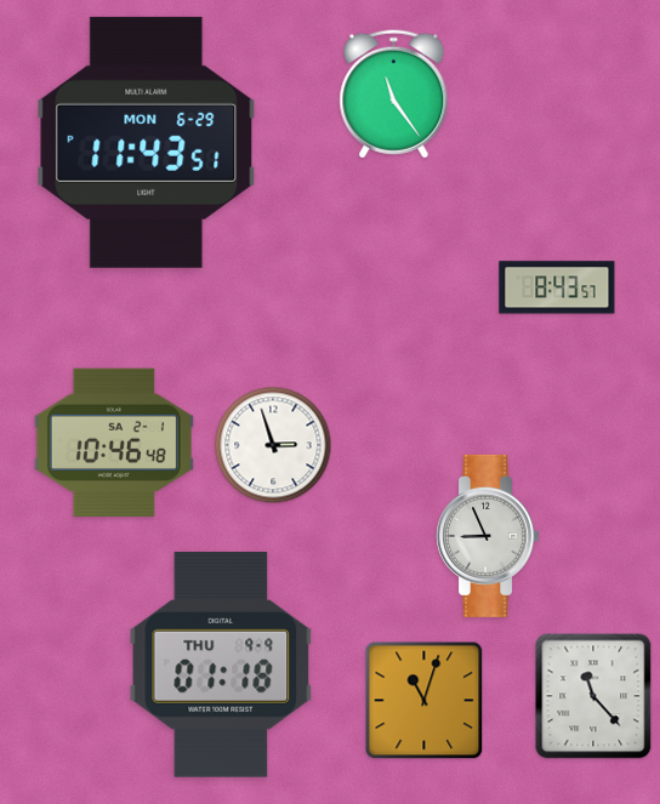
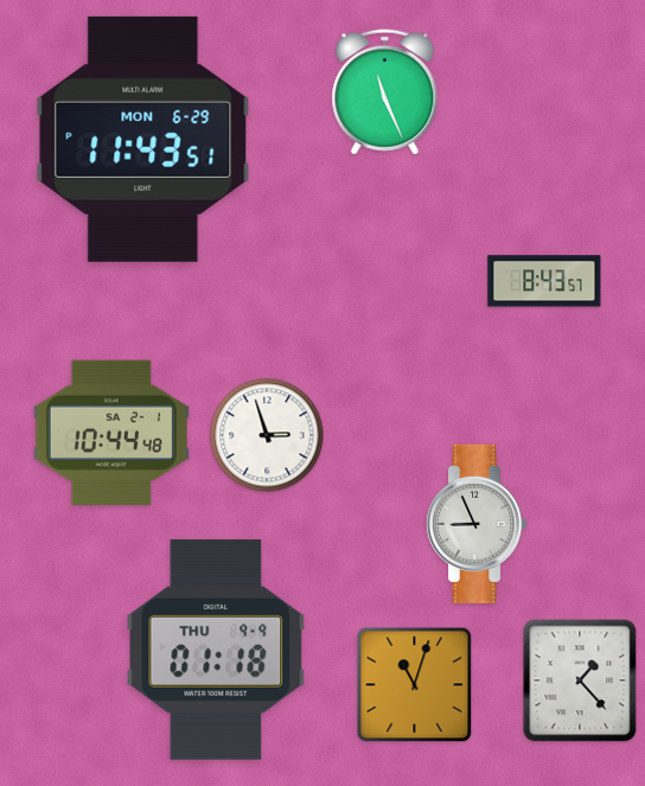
clock at (394, 95): 11:24 -> 11:26
clock at (114, 441): 10:46 -> 10:44
clock at (593, 696): 11:23 -> 1:23
